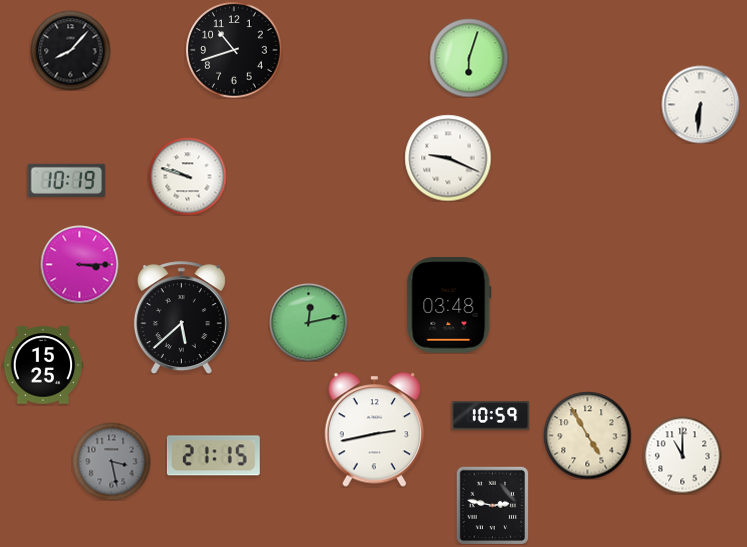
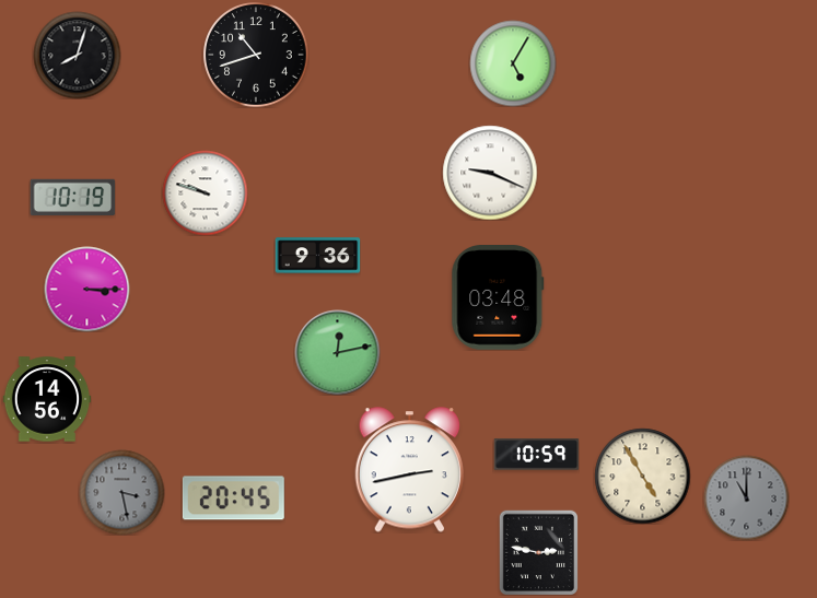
clock at (70, 50): 8:07 -> 8:03
clock at (469, 58): 6:03 -> 5:05
clock at (700, 104): 6:31 -> none
clock at (317, 256): none -> 9:36
clock at (449, 306) position: (449, 306) -> (498, 298)
clock at (181, 318): 5:38 -> none
clock at (43, 365): 15:25 -> 14:56
clock at (682, 455) dial: white -> grey
clock at (213, 456): 21:15 -> 20:45
clock at (111, 461) position: (111, 461) -> (121, 492)
